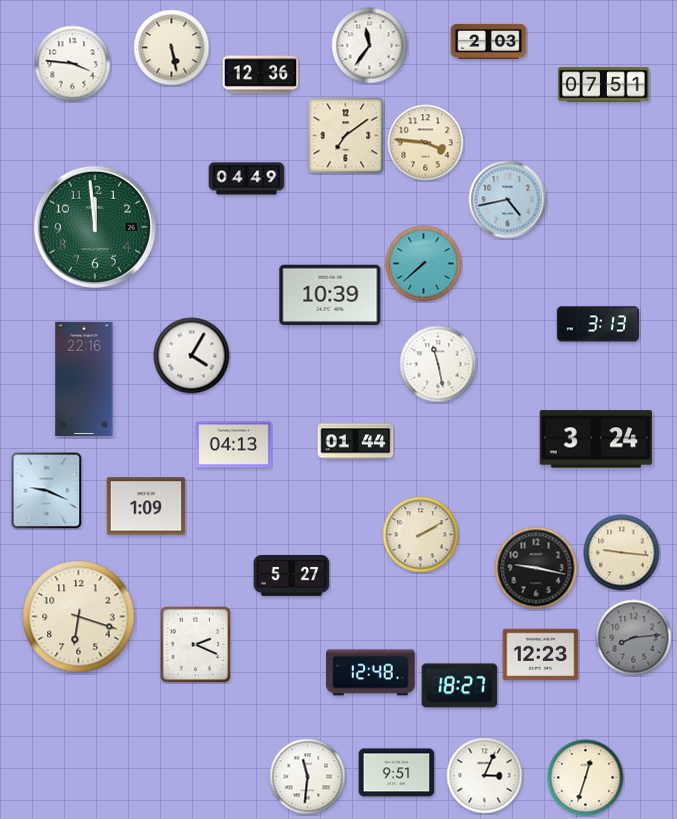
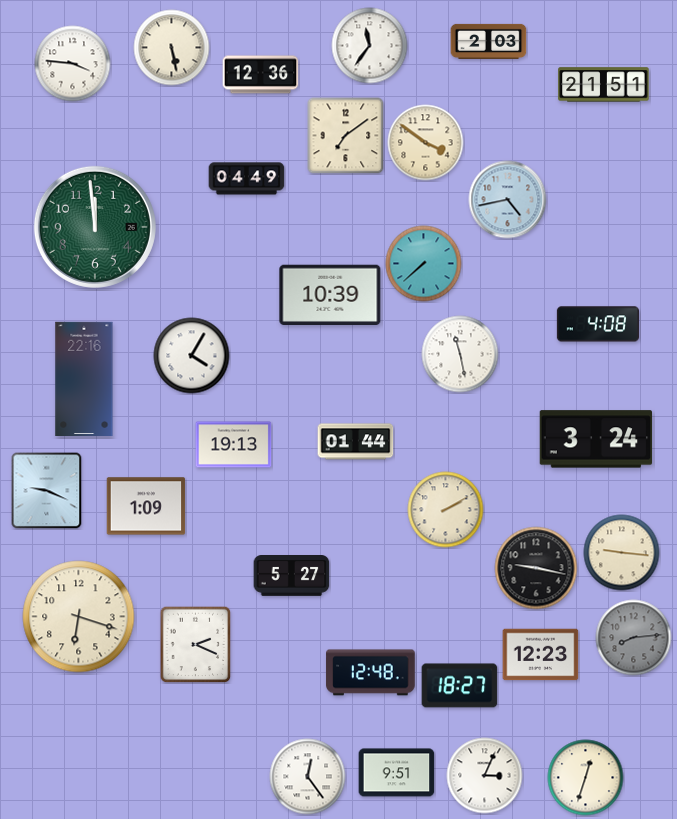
clock at (604, 85): 07:51 -> 21:51
clock at (426, 143): 3:46 -> 3:51
clock at (598, 324): 3:13 -> 4:08
clock at (438, 364) position: (438, 364) -> (460, 354)
clock at (234, 445): 04:13 -> 19:13
clock at (421, 535) position: (421, 535) -> (446, 510)
clock at (308, 777): 11:31 -> 12:24
